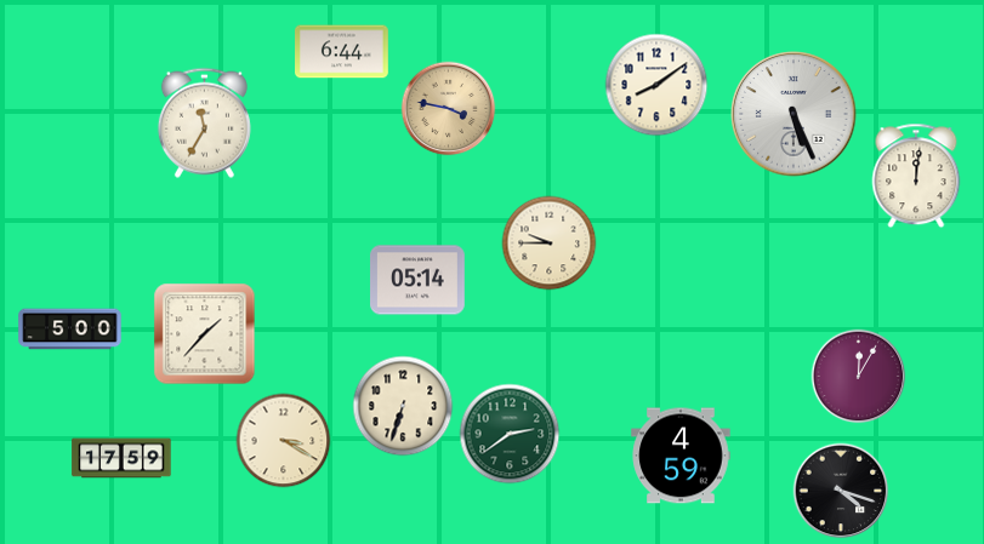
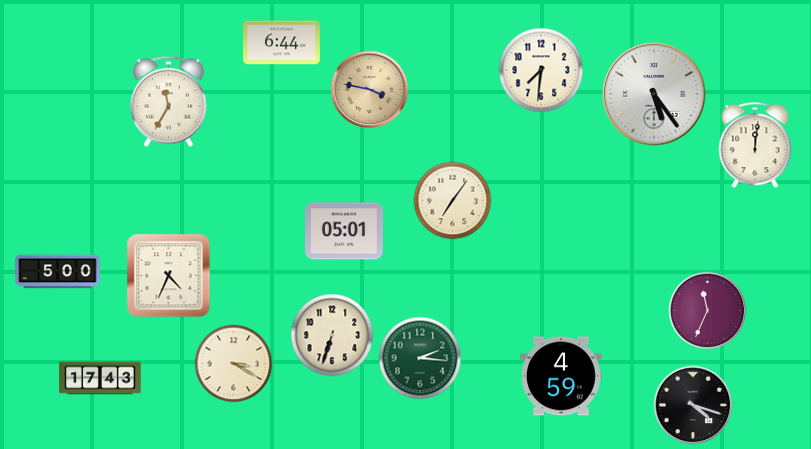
clock at (656, 85): 8:09 -> 7:31
clock at (794, 114): 5:26 -> 5:24
clock at (548, 242): 9:45 -> 7:06
clock at (419, 280): 05:14 -> 05:01
clock at (204, 333): 1:37 -> 4:34
clock at (858, 376): 12:05 -> 11:34
clock at (510, 434): 2:39 -> 2:16
clock at (121, 458): 17:59 -> 17:43
